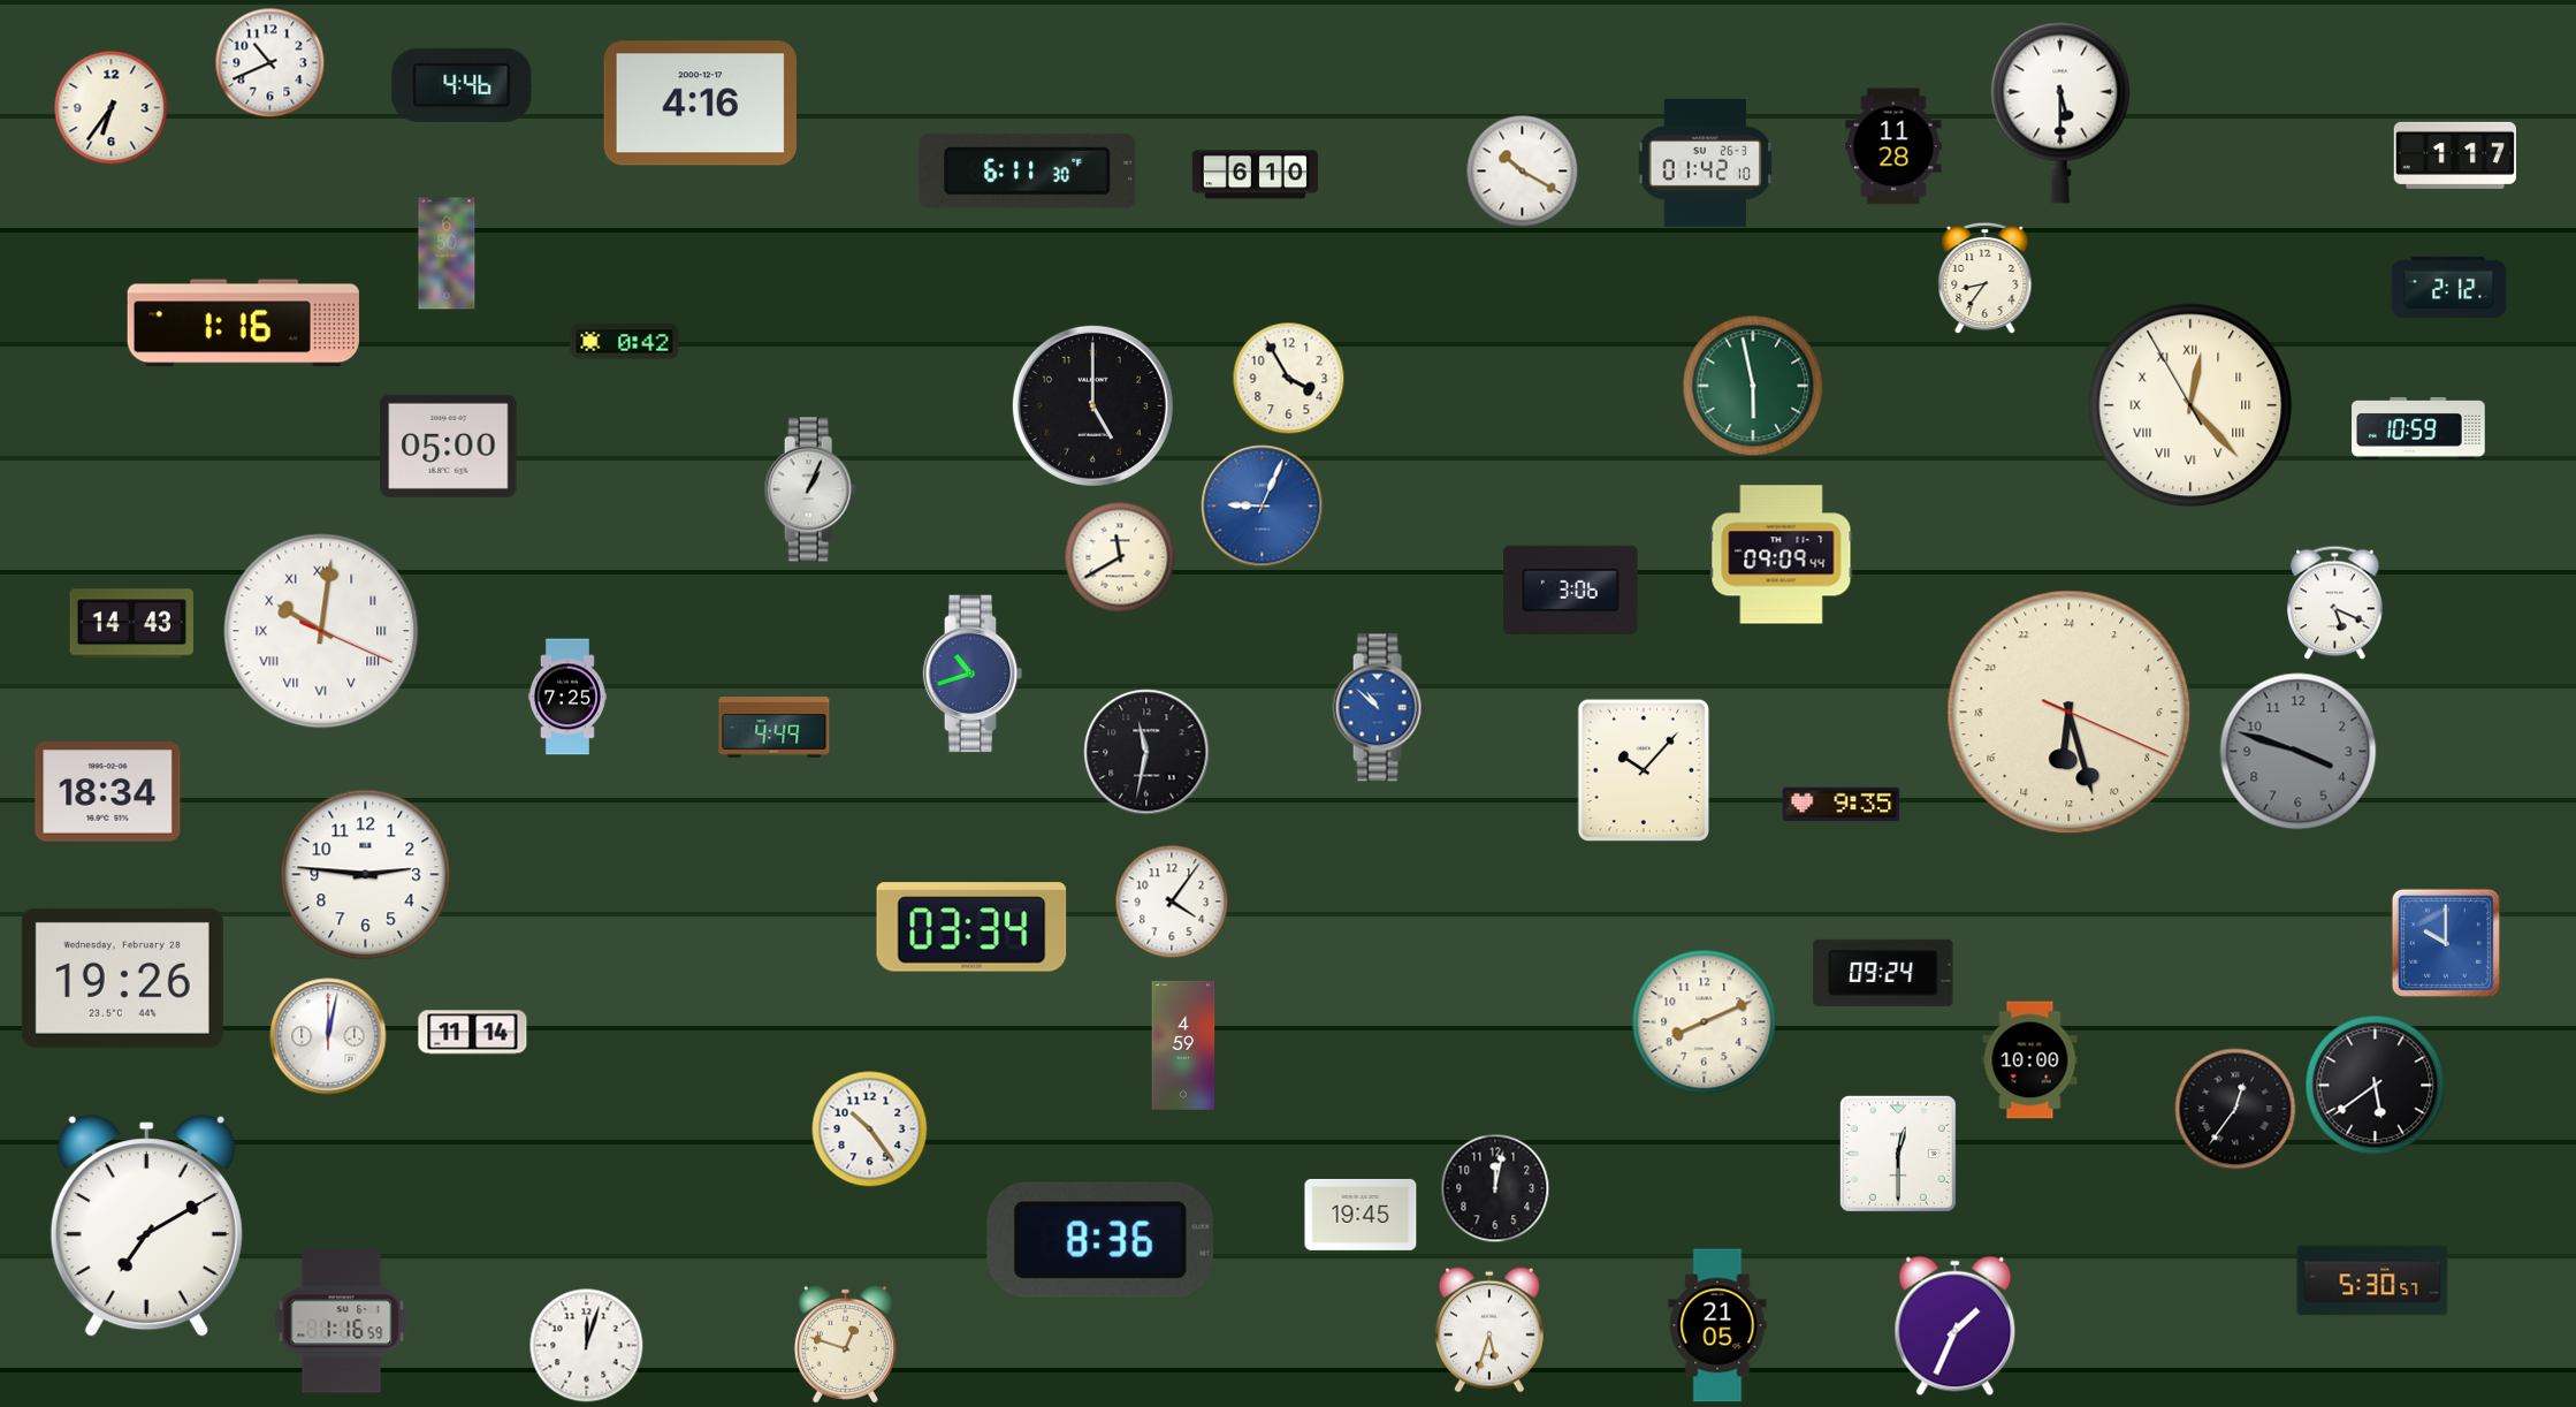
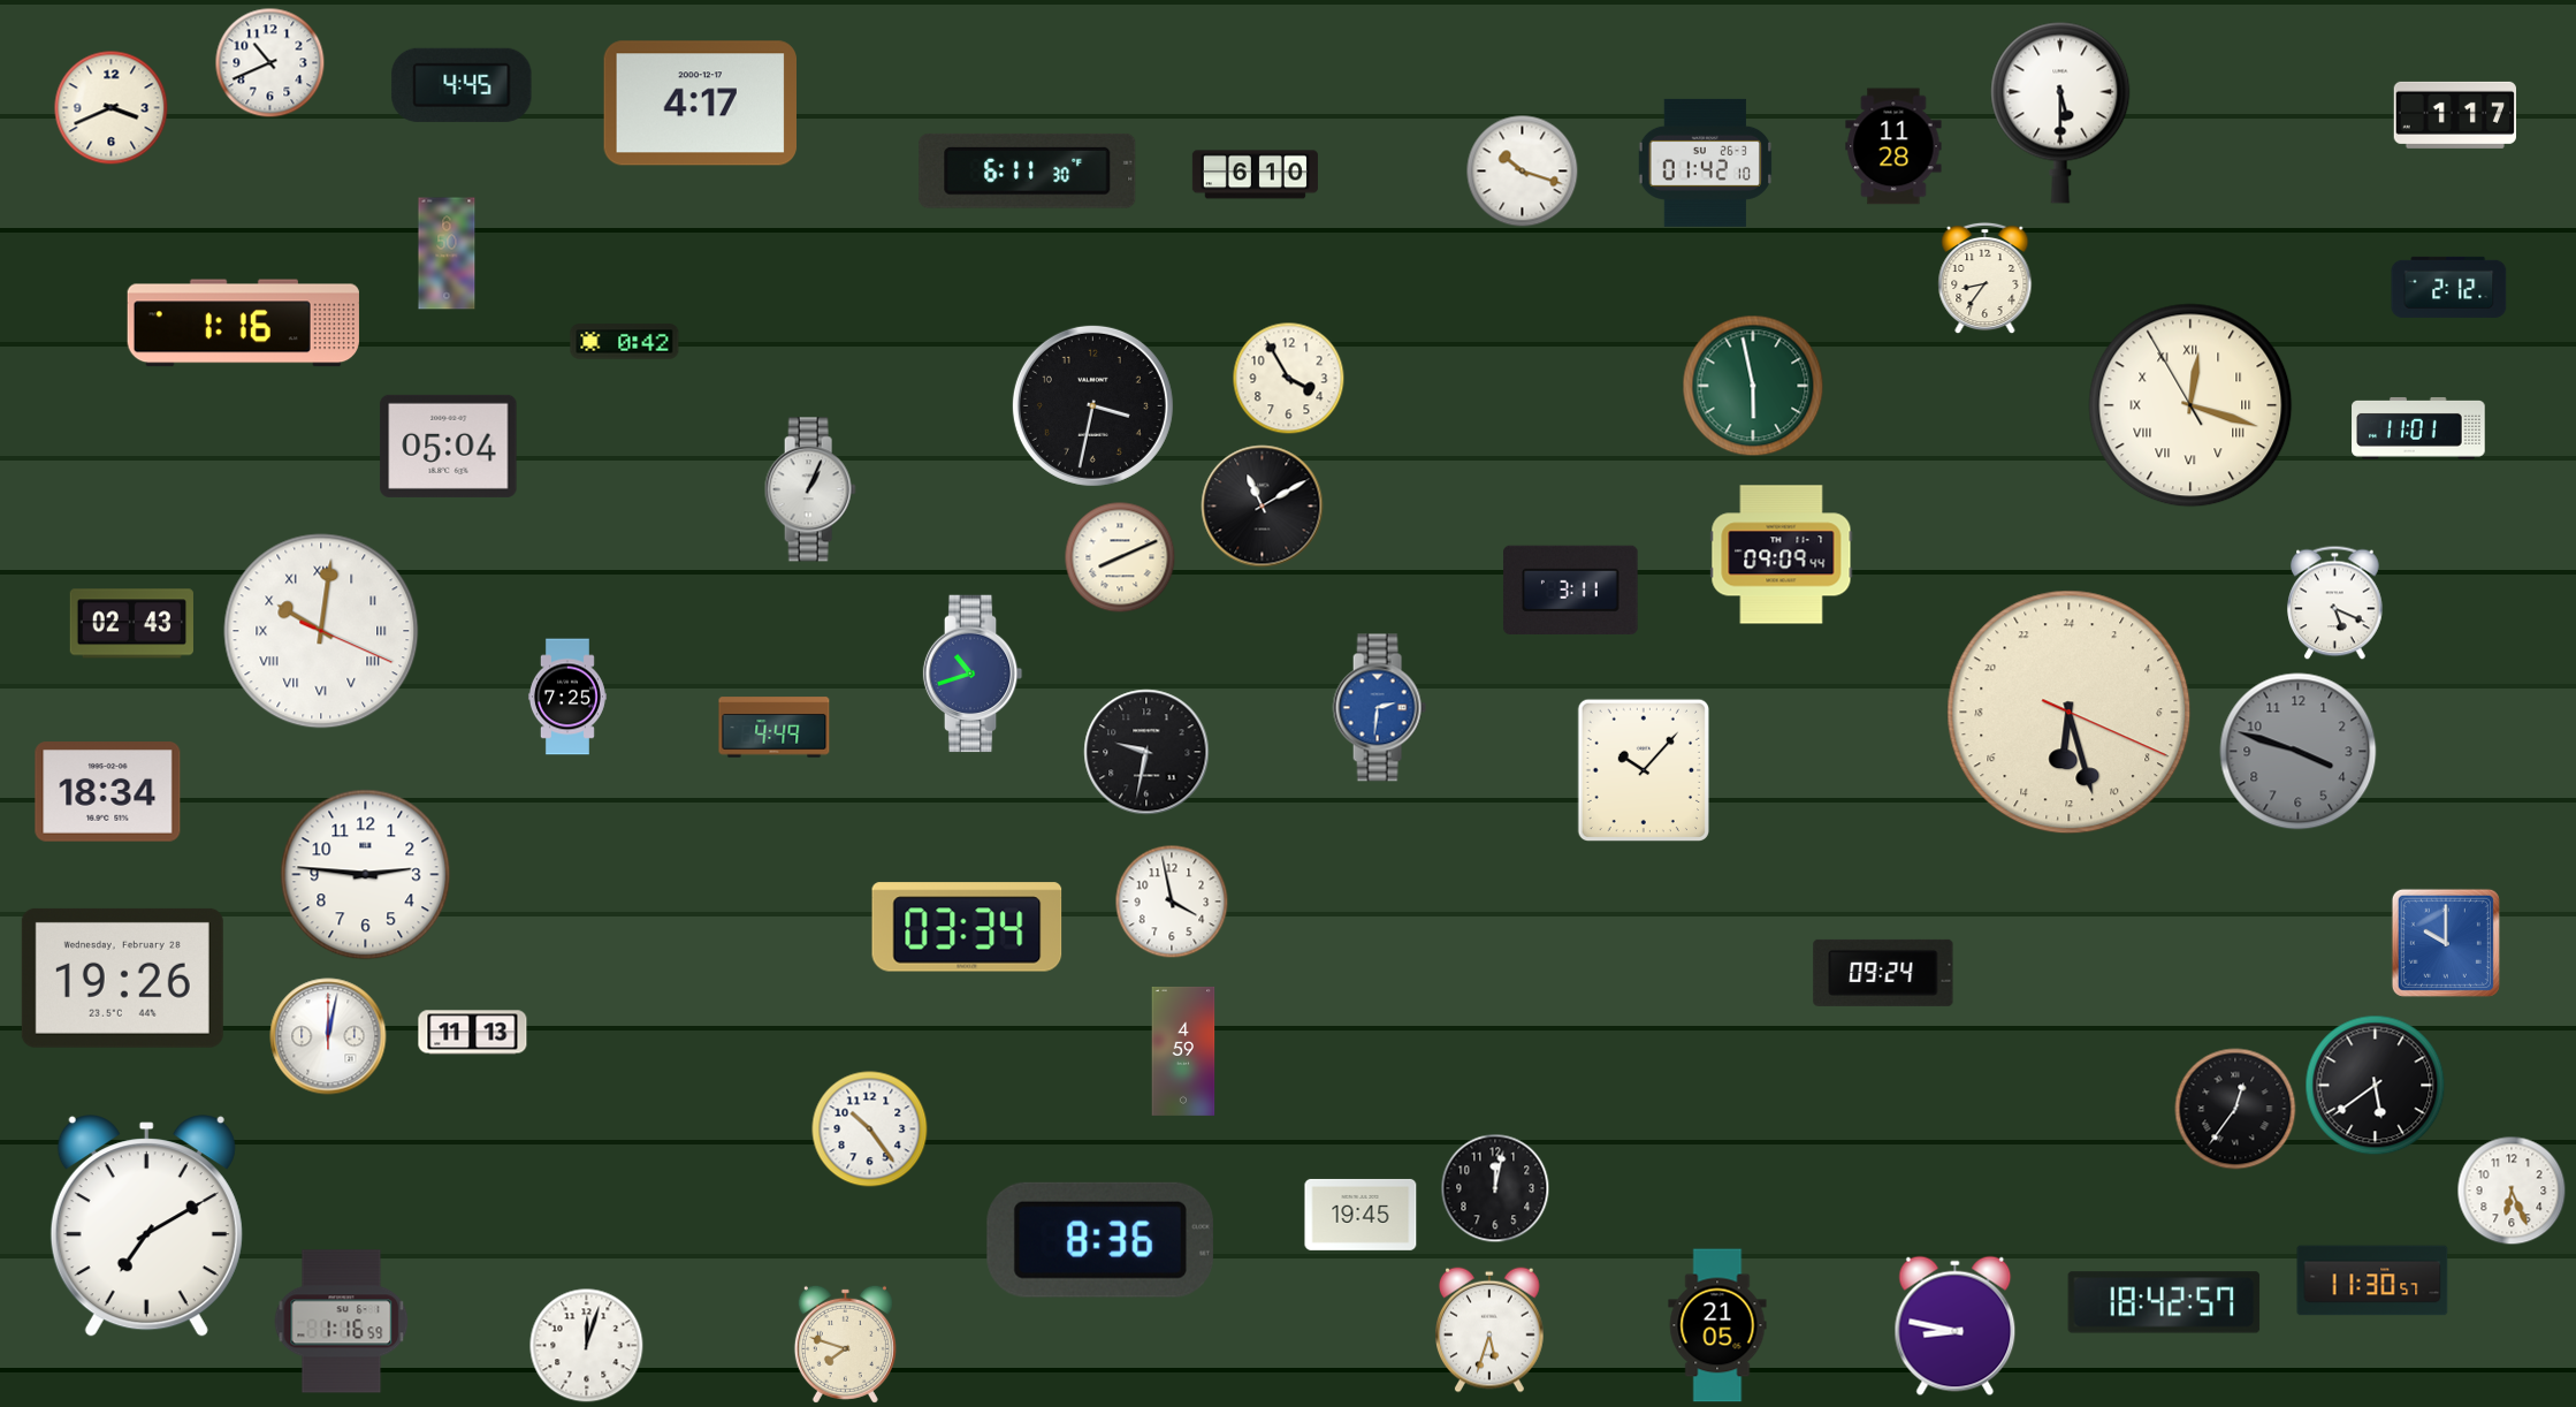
clock at (462, 85): 4:46 -> 4:45
clock at (701, 104): 4:16 -> 4:17
clock at (112, 108): 6:36 -> 3:41
clock at (2454, 155) position: (2454, 155) -> (2454, 115)
clock at (1523, 172): 10:20 -> 10:18
clock at (1092, 405): 5:00 -> 3:32
clock at (2190, 405): 12:22 -> 12:17
clock at (2418, 428): 10:59 -> 11:01
clock at (449, 446): 05:00 -> 05:04
clock at (1263, 507): 9:04 -> 11:10
clock at (1263, 507) dial: blue -> black
clock at (1120, 557): 11:40 -> 8:11
clock at (1571, 590): 3:06 -> 3:11
clock at (131, 624): 14:43 -> 02:43
clock at (1379, 708): 10:52 -> 2:31
clock at (1146, 752): 11:32 -> 9:32
clock at (1842, 805): 9:35 -> none
clock at (1172, 902): 4:06 -> 3:58
clock at (971, 927) position: (971, 927) -> (967, 927)
clock at (1705, 1022): 8:11 -> none
clock at (473, 1033): 11:14 -> 11:13
clock at (1183, 1045) position: (1183, 1045) -> (1183, 1051)
clock at (2030, 1060): 10:00 -> none
clock at (1898, 1154): 12:30 -> none
clock at (2512, 1191): none -> 6:26
clock at (2372, 1280): 5:30 -> 11:30
clock at (2164, 1302): none -> 18:42
clock at (1956, 1326): 1:34 -> 8:47
clock at (845, 1344): 12:48 -> 7:48
